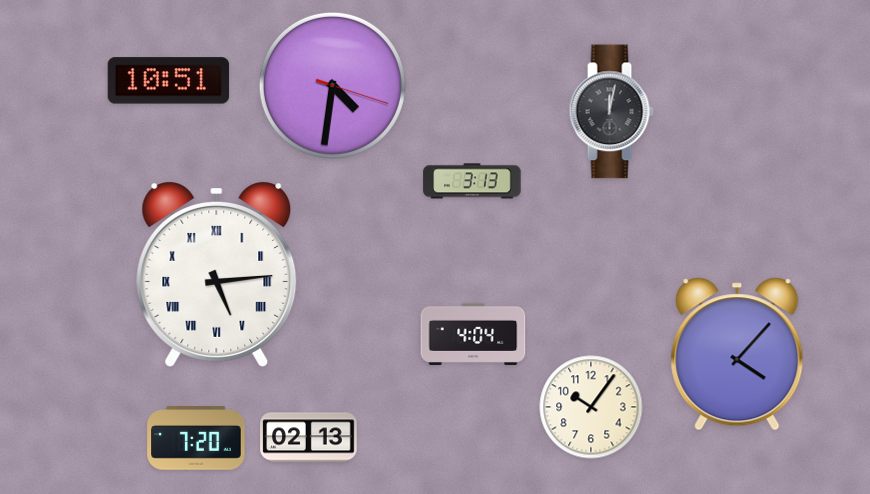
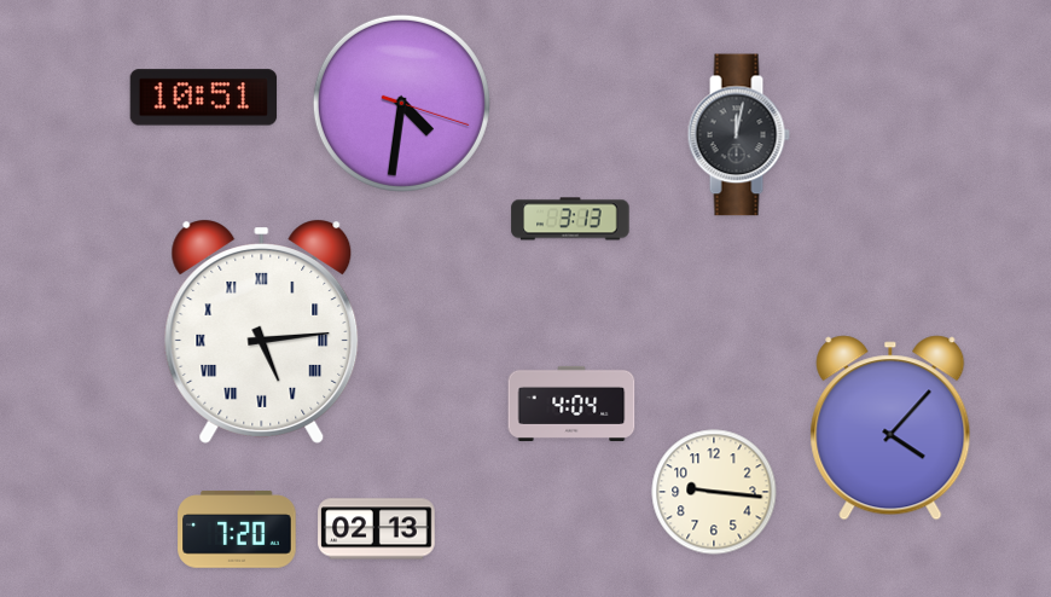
clock at (591, 407): 10:06 -> 9:16
clock at (309, 438) position: (309, 438) -> (377, 529)
